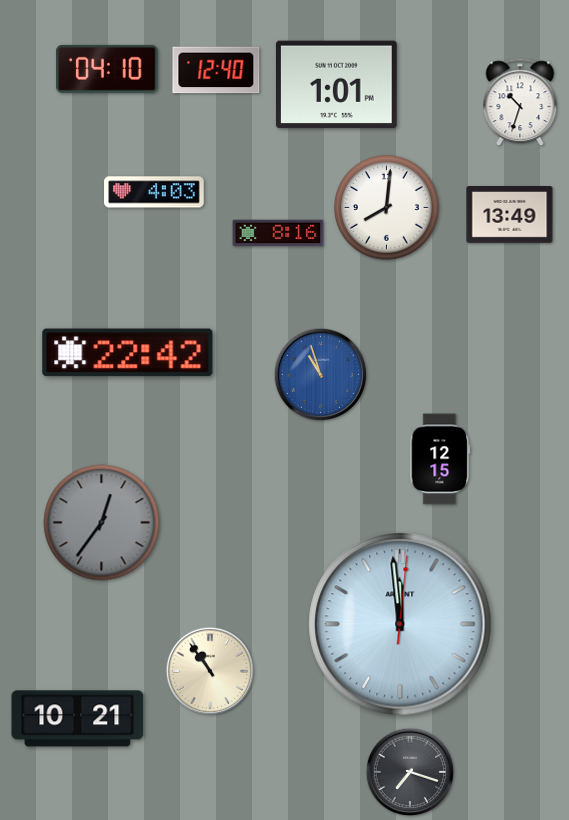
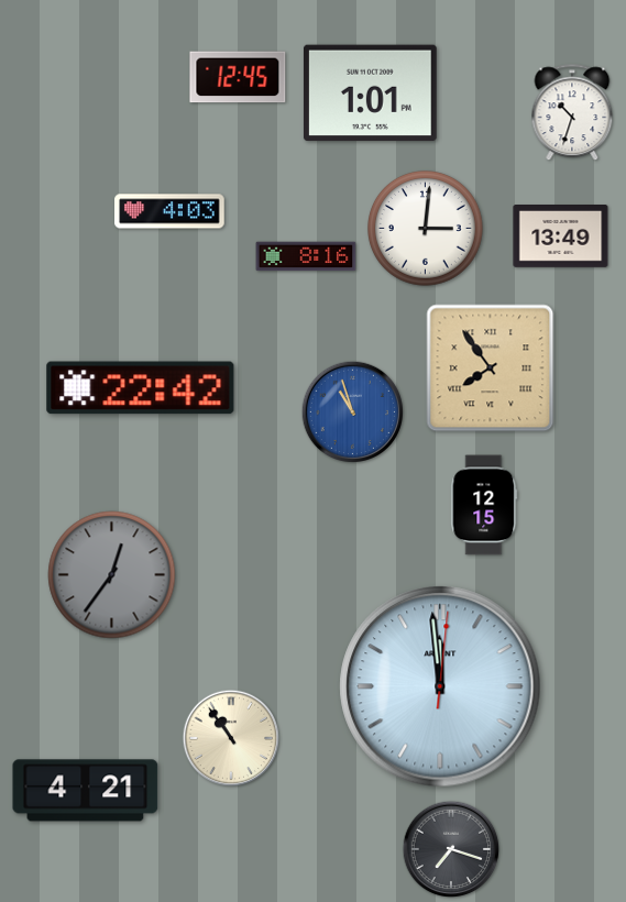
clock at (107, 69): 04:10 -> none
clock at (216, 70): 12:40 -> 12:45
clock at (387, 208): 8:01 -> 3:01
clock at (491, 369): none -> 7:54
clock at (78, 719): 10:21 -> 4:21
